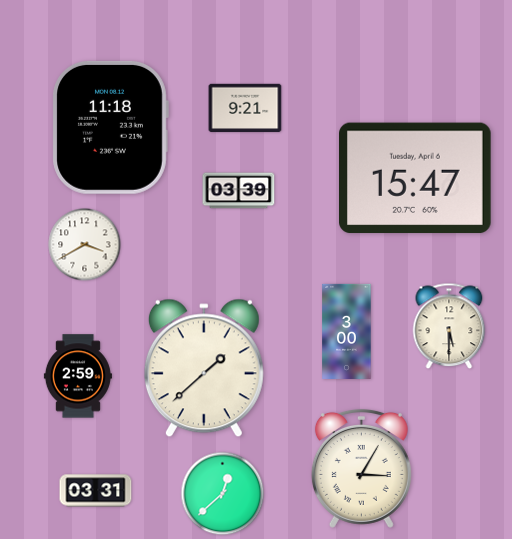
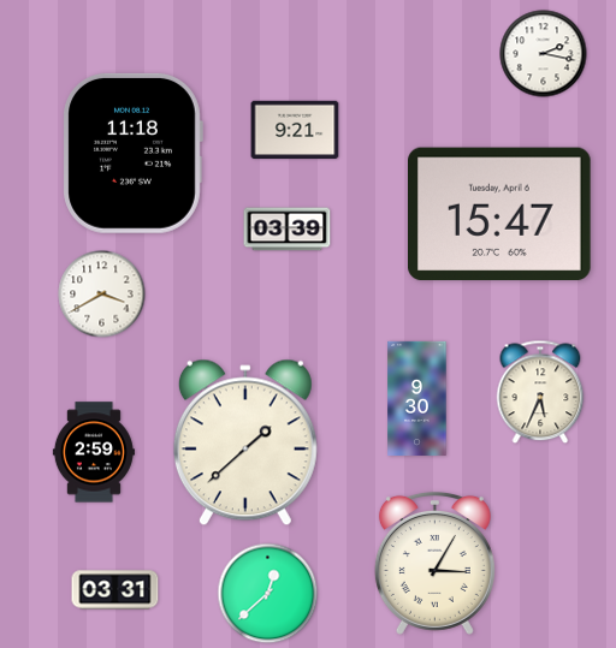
clock at (544, 54): none -> 2:17
clock at (449, 326): 5:30 -> 5:34
clock at (347, 331): 3:00 -> 9:30
